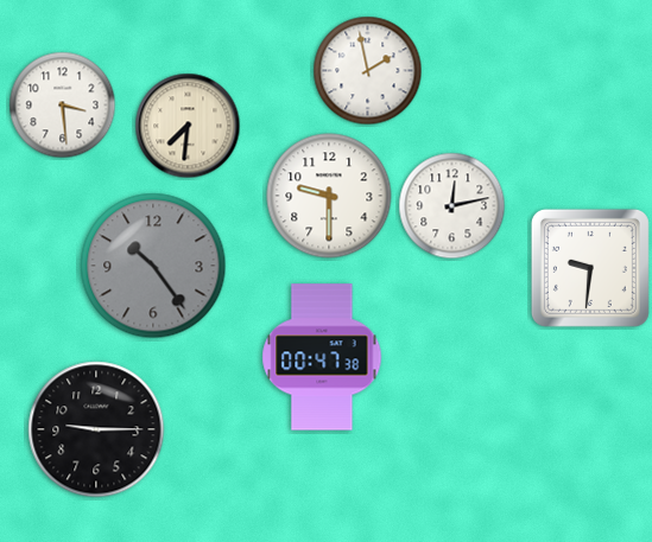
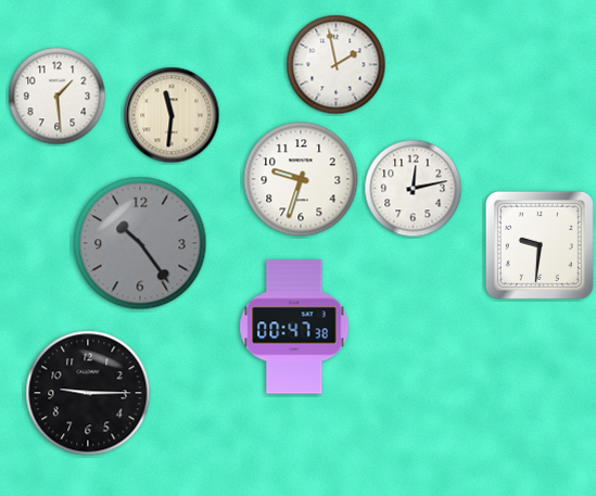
clock at (63, 106): 3:29 -> 1:29
clock at (188, 126): 7:31 -> 11:31
clock at (329, 196): 9:30 -> 9:33
